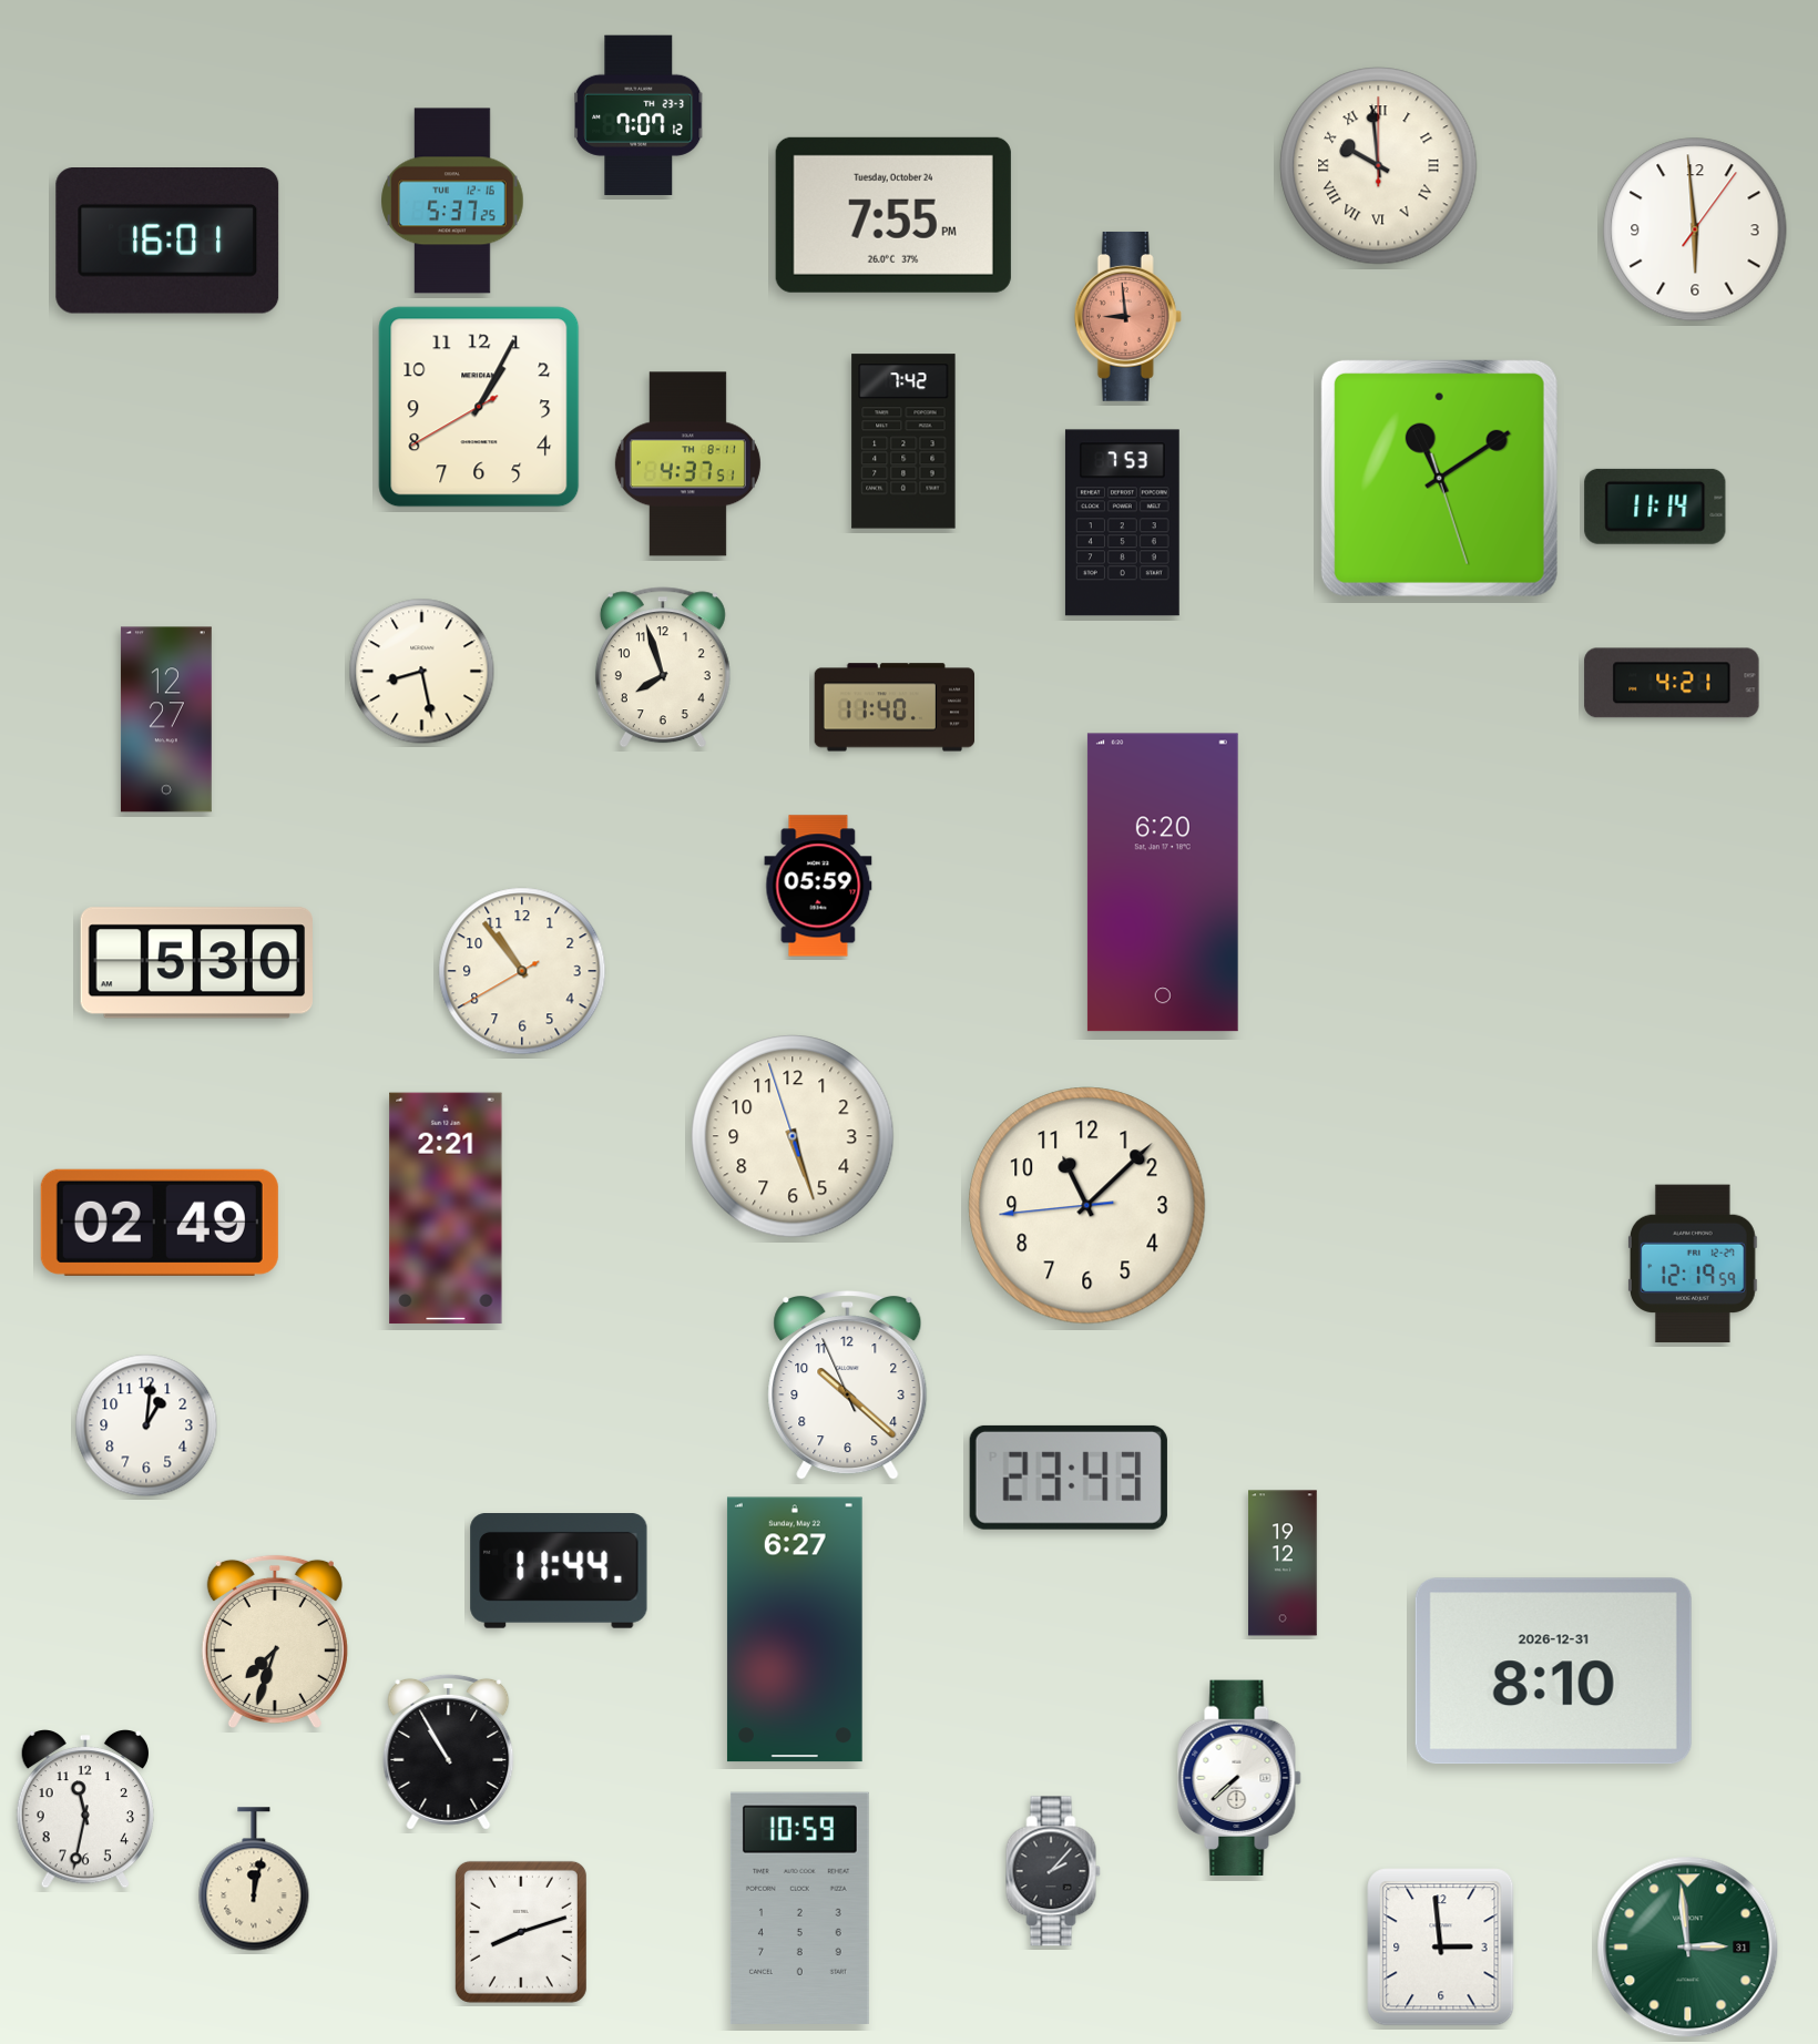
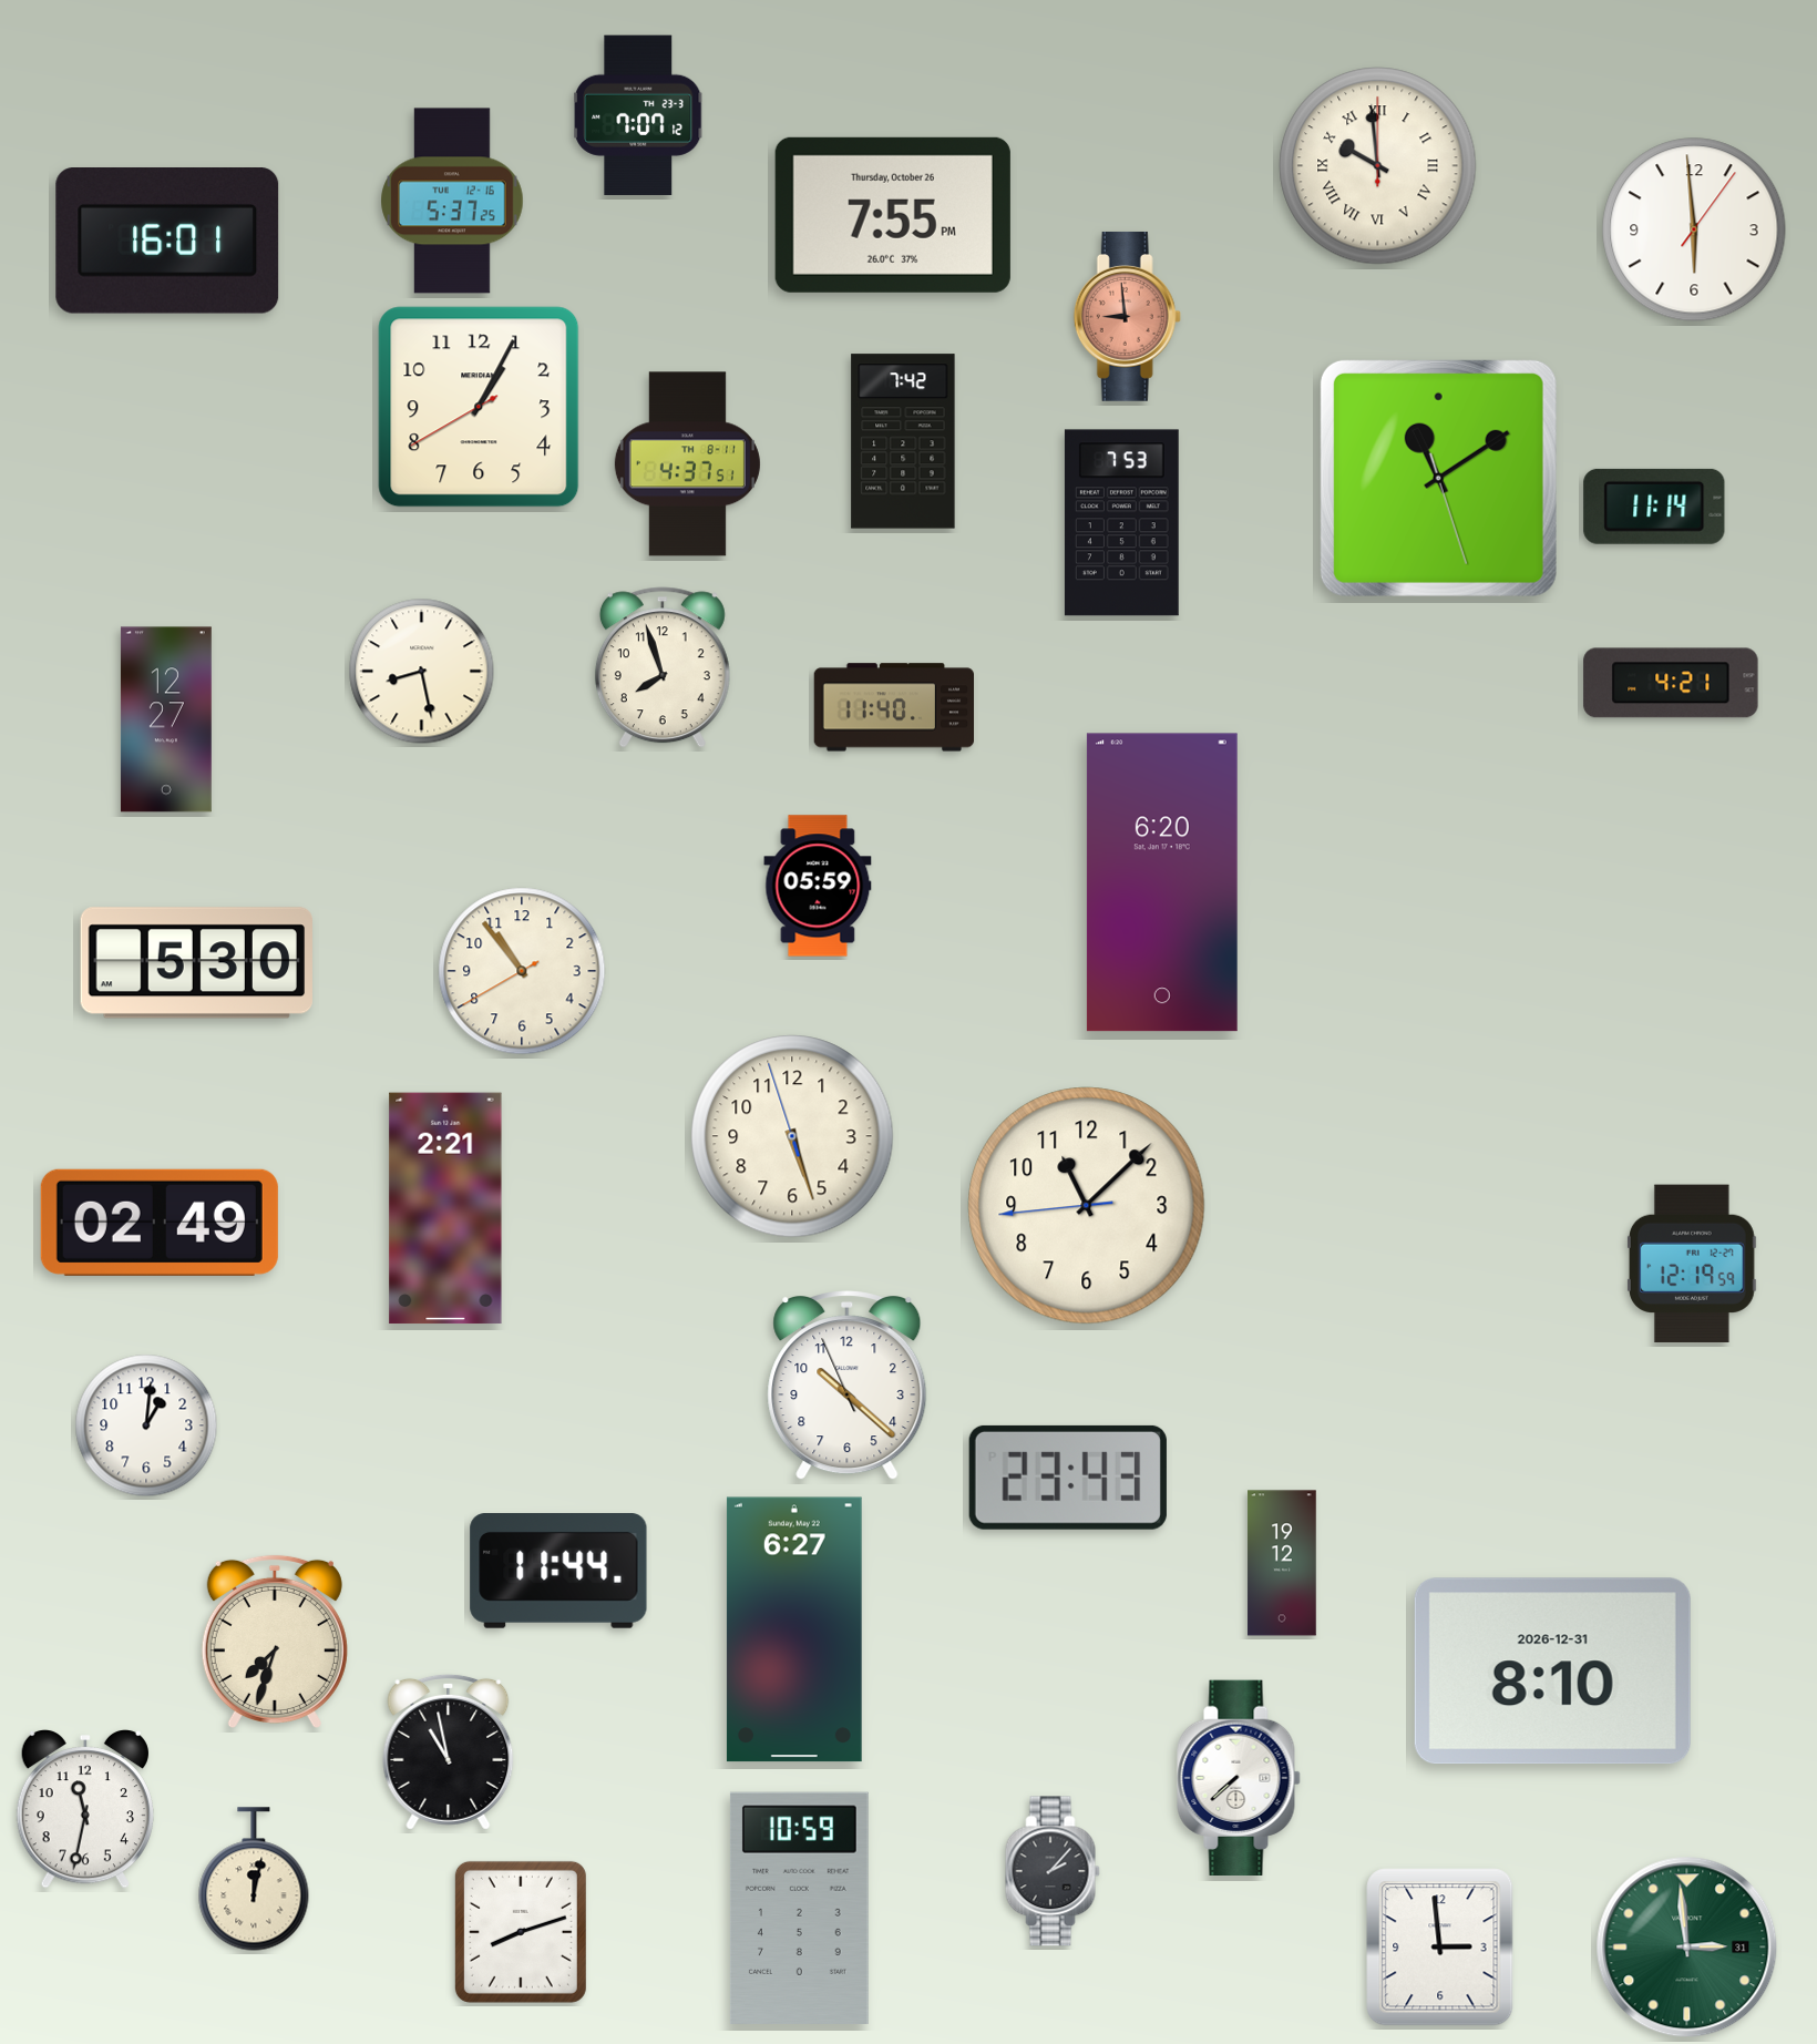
clock at (893, 215) date: Tuesday, October 24 -> Thursday, October 26
clock at (449, 1751): 10:55 -> 10:58
